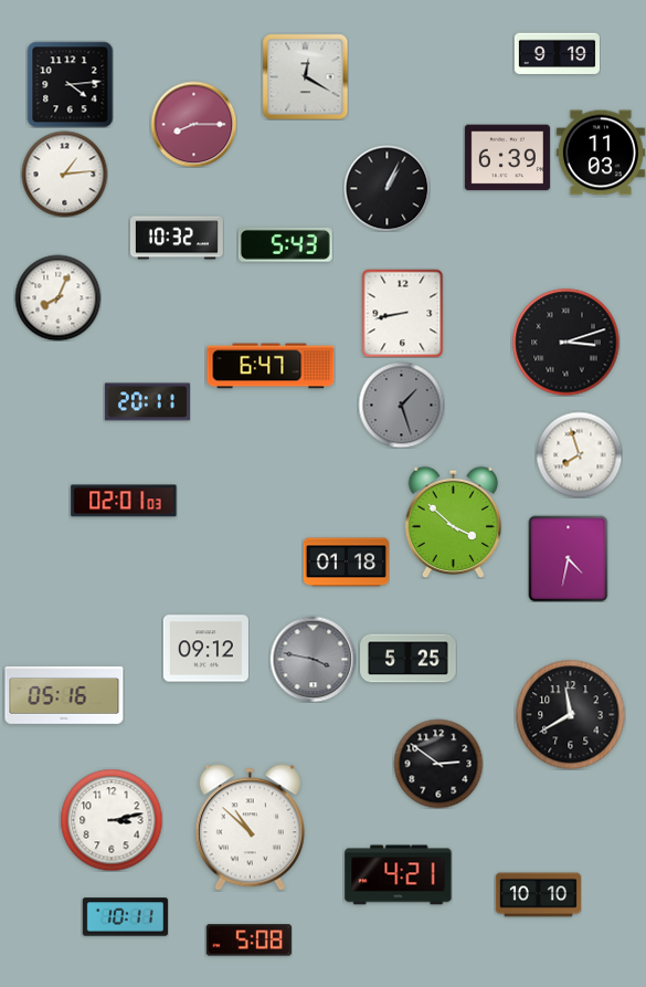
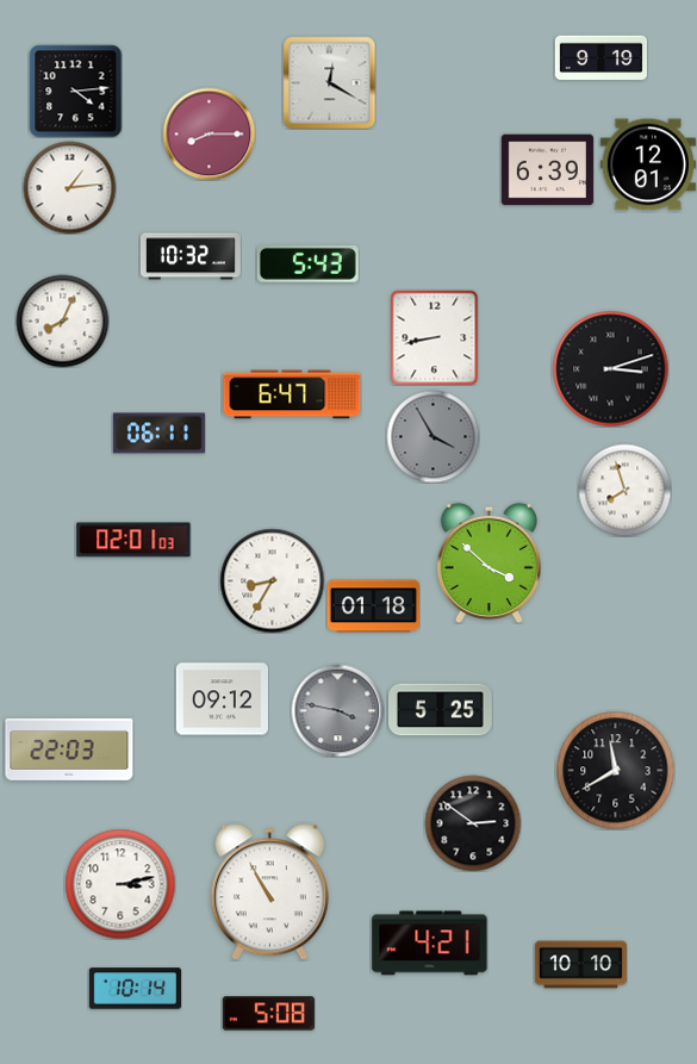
clock at (601, 153): 11:03 -> 12:01
clock at (386, 188): 1:04 -> none
clock at (147, 402): 20:11 -> 06:11
clock at (401, 405): 1:27 -> 3:55
clock at (272, 580): none -> 8:35
clock at (569, 558): 4:32 -> none
clock at (64, 695): 05:16 -> 22:03
clock at (250, 828): 10:52 -> 10:55
clock at (125, 917): 10:11 -> 10:14
